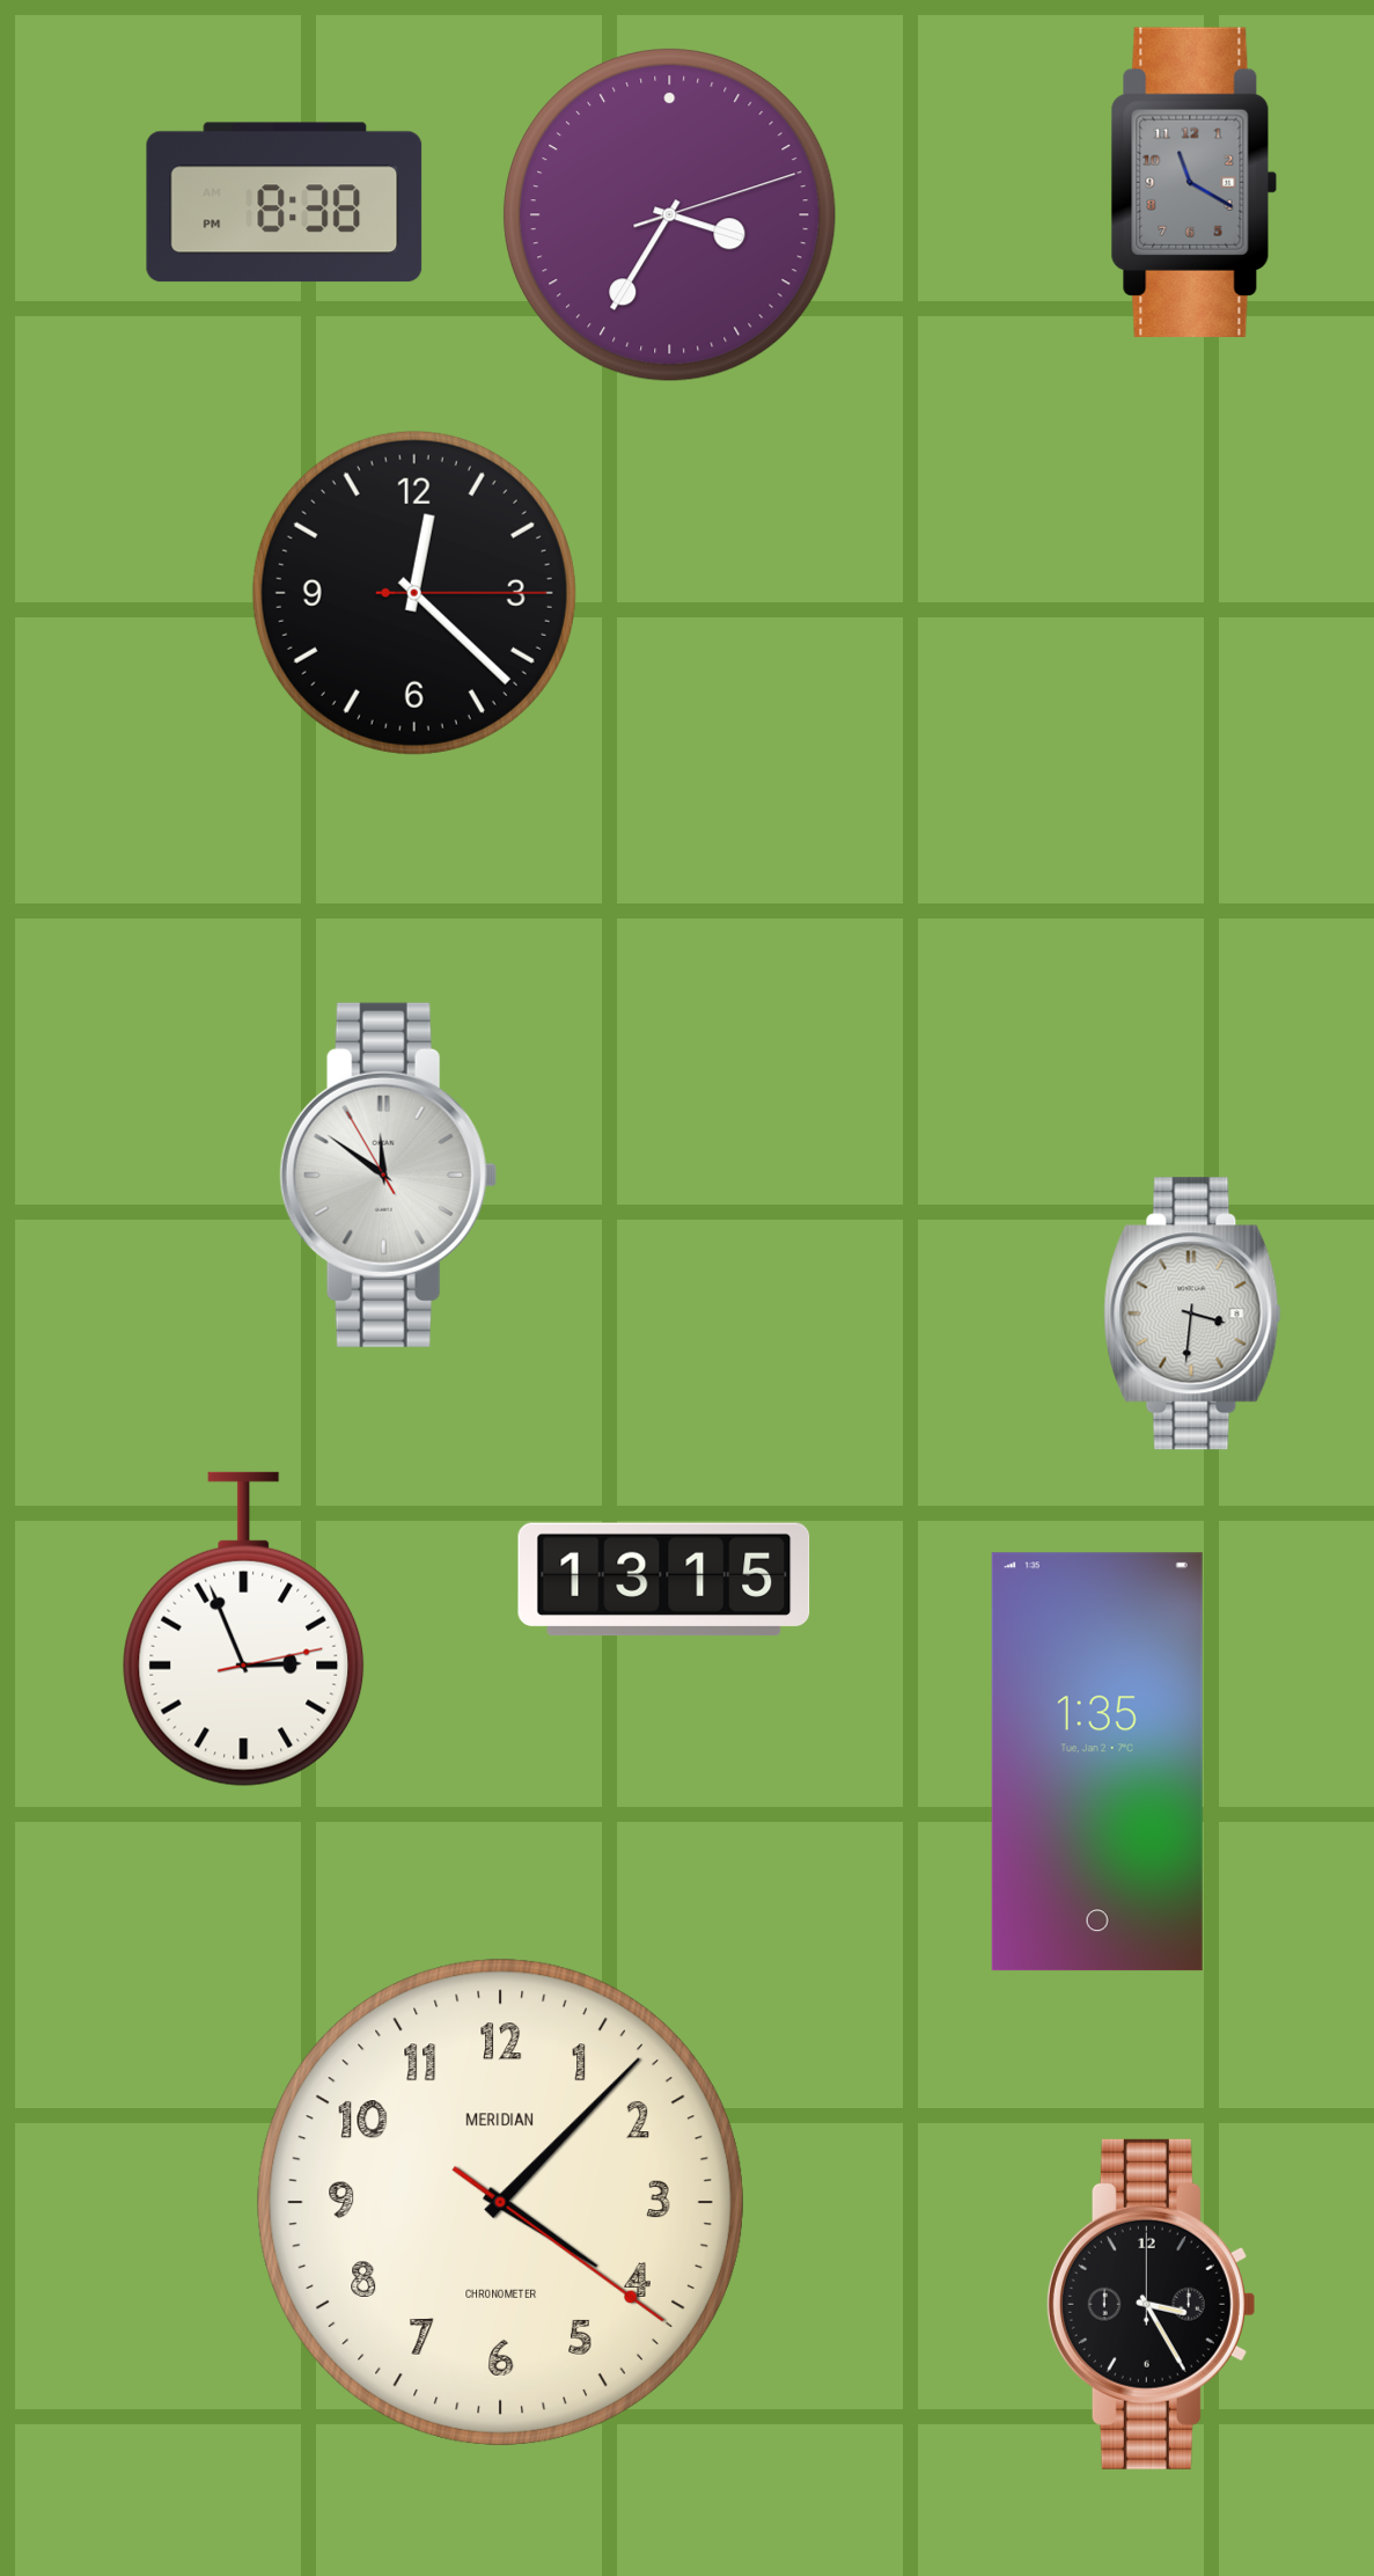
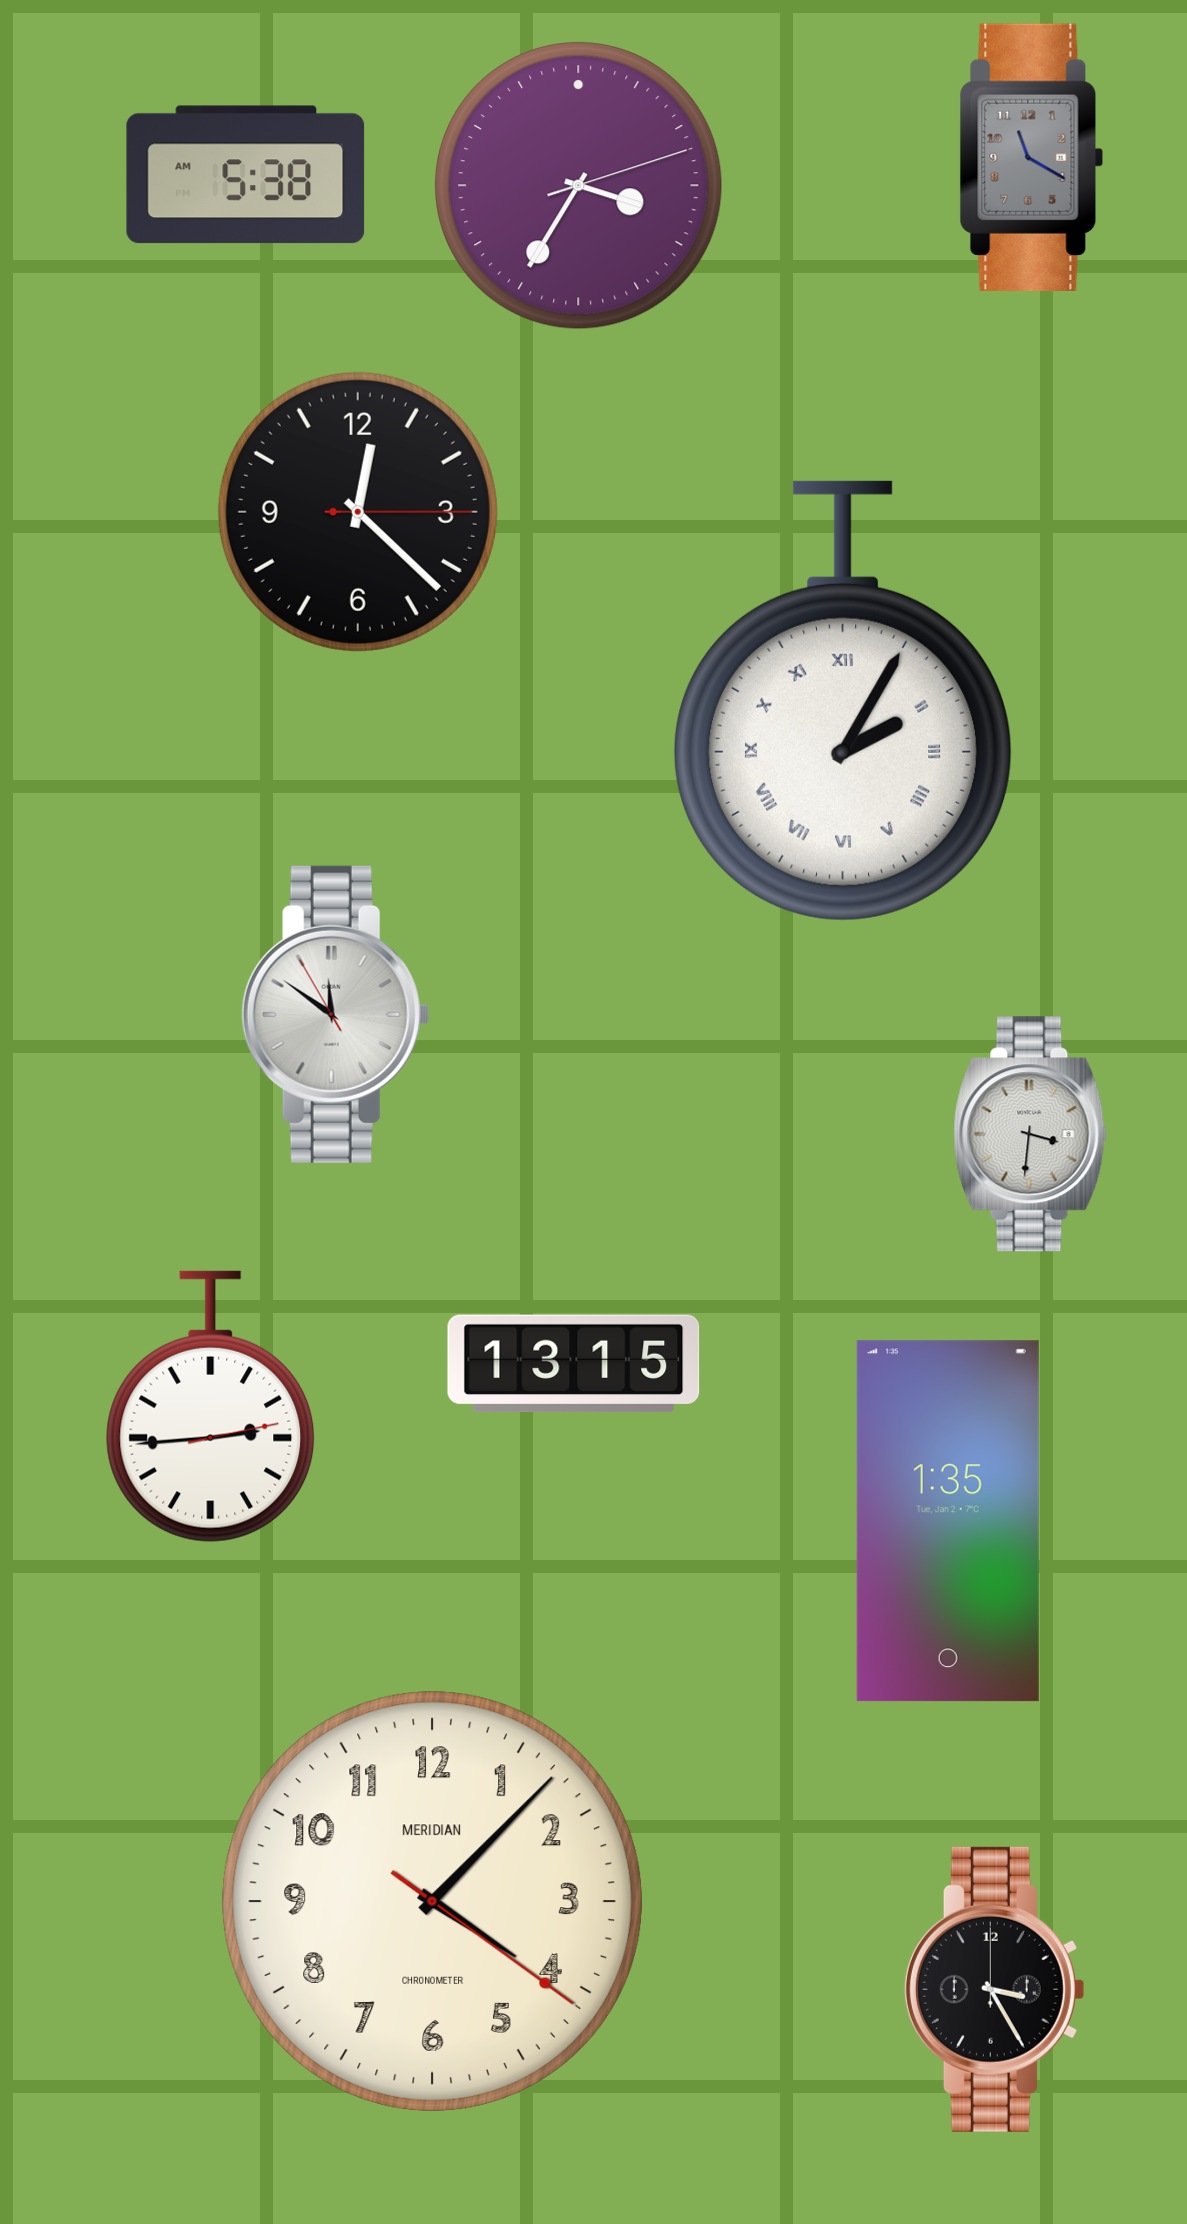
clock at (285, 203): 8:38 -> 5:38
clock at (842, 701): none -> 2:05
clock at (244, 1630): 2:56 -> 2:44
